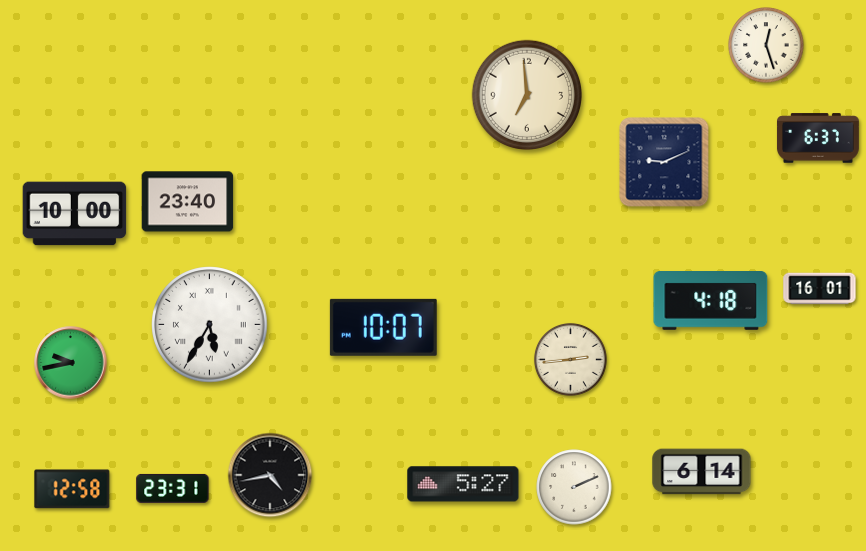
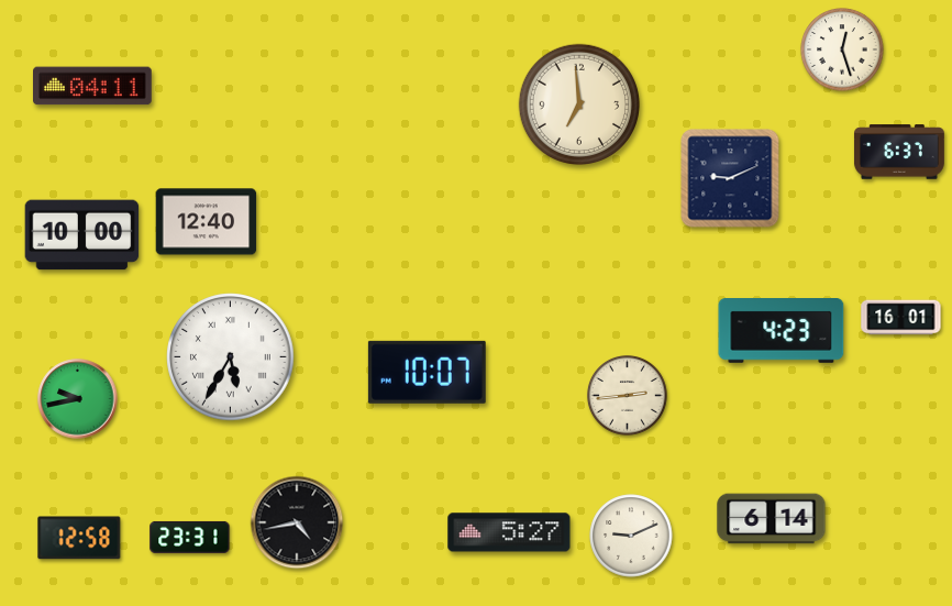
clock at (93, 86): none -> 04:11
clock at (188, 202): 23:40 -> 12:40
clock at (711, 301): 4:18 -> 4:23
clock at (383, 327) position: (383, 327) -> (427, 372)
clock at (574, 487): 2:11 -> 9:11
